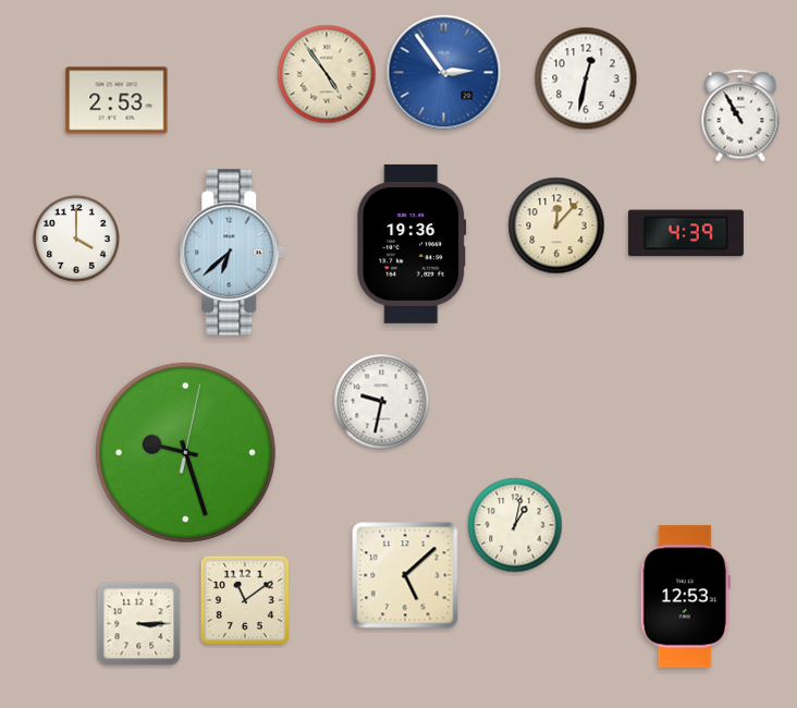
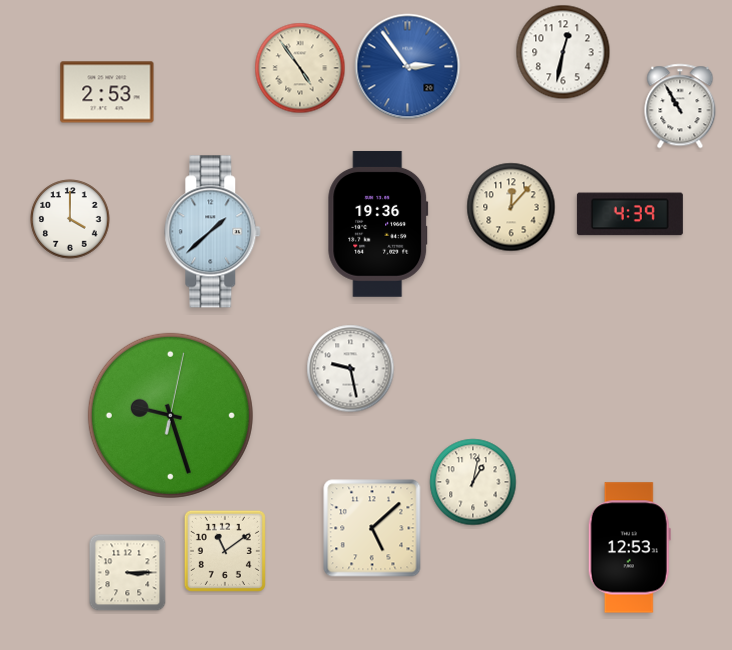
clock at (586, 78) position: (586, 78) -> (563, 52)
clock at (232, 253): 6:38 -> 1:38
clock at (382, 402): 9:32 -> 9:28
